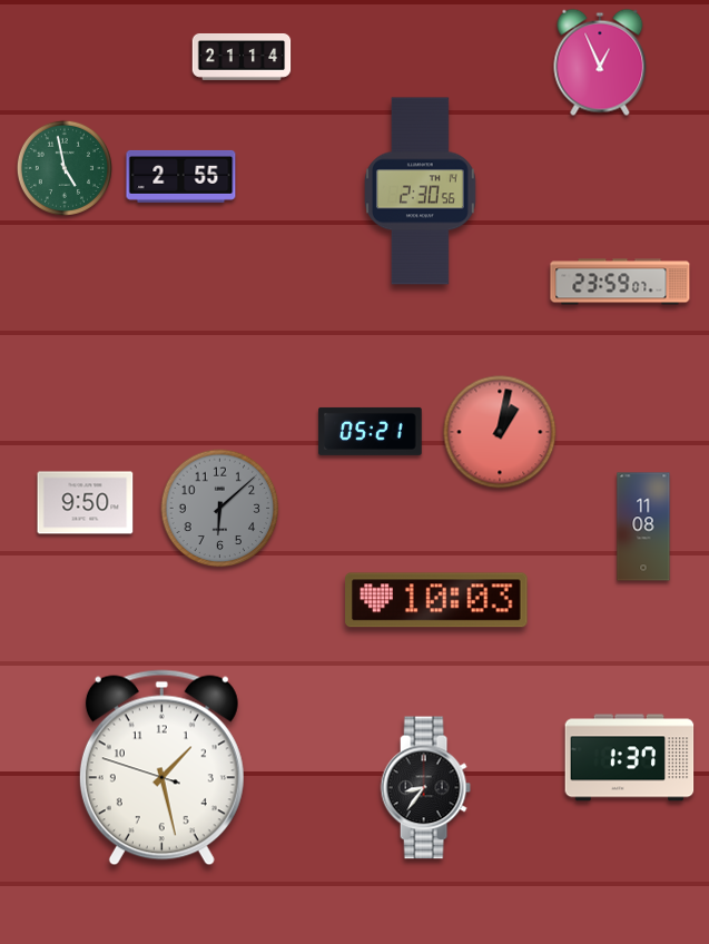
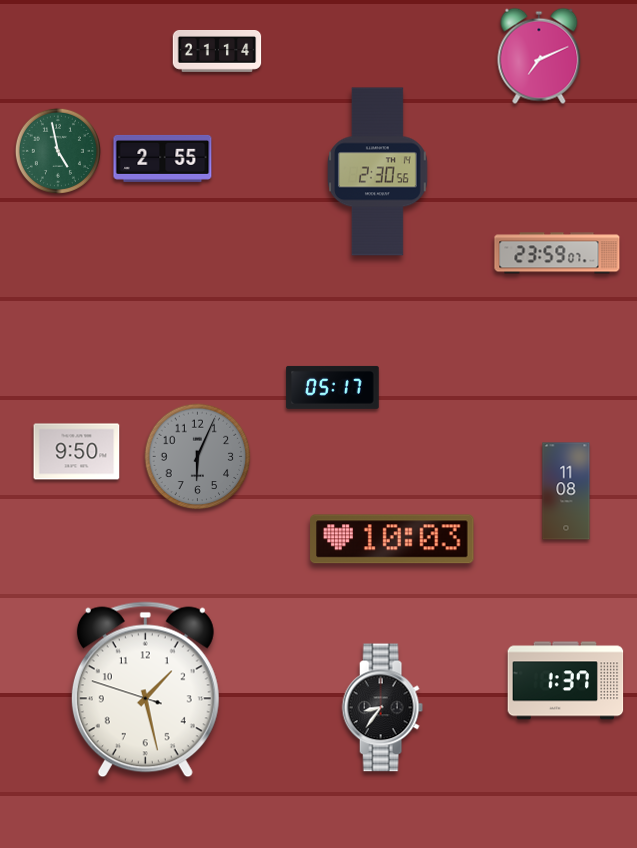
clock at (600, 62): 12:56 -> 7:11
clock at (371, 431): 05:21 -> 05:17
clock at (500, 432): 1:02 -> none
clock at (220, 509): 6:08 -> 6:04
clock at (643, 527) position: (643, 527) -> (566, 491)
